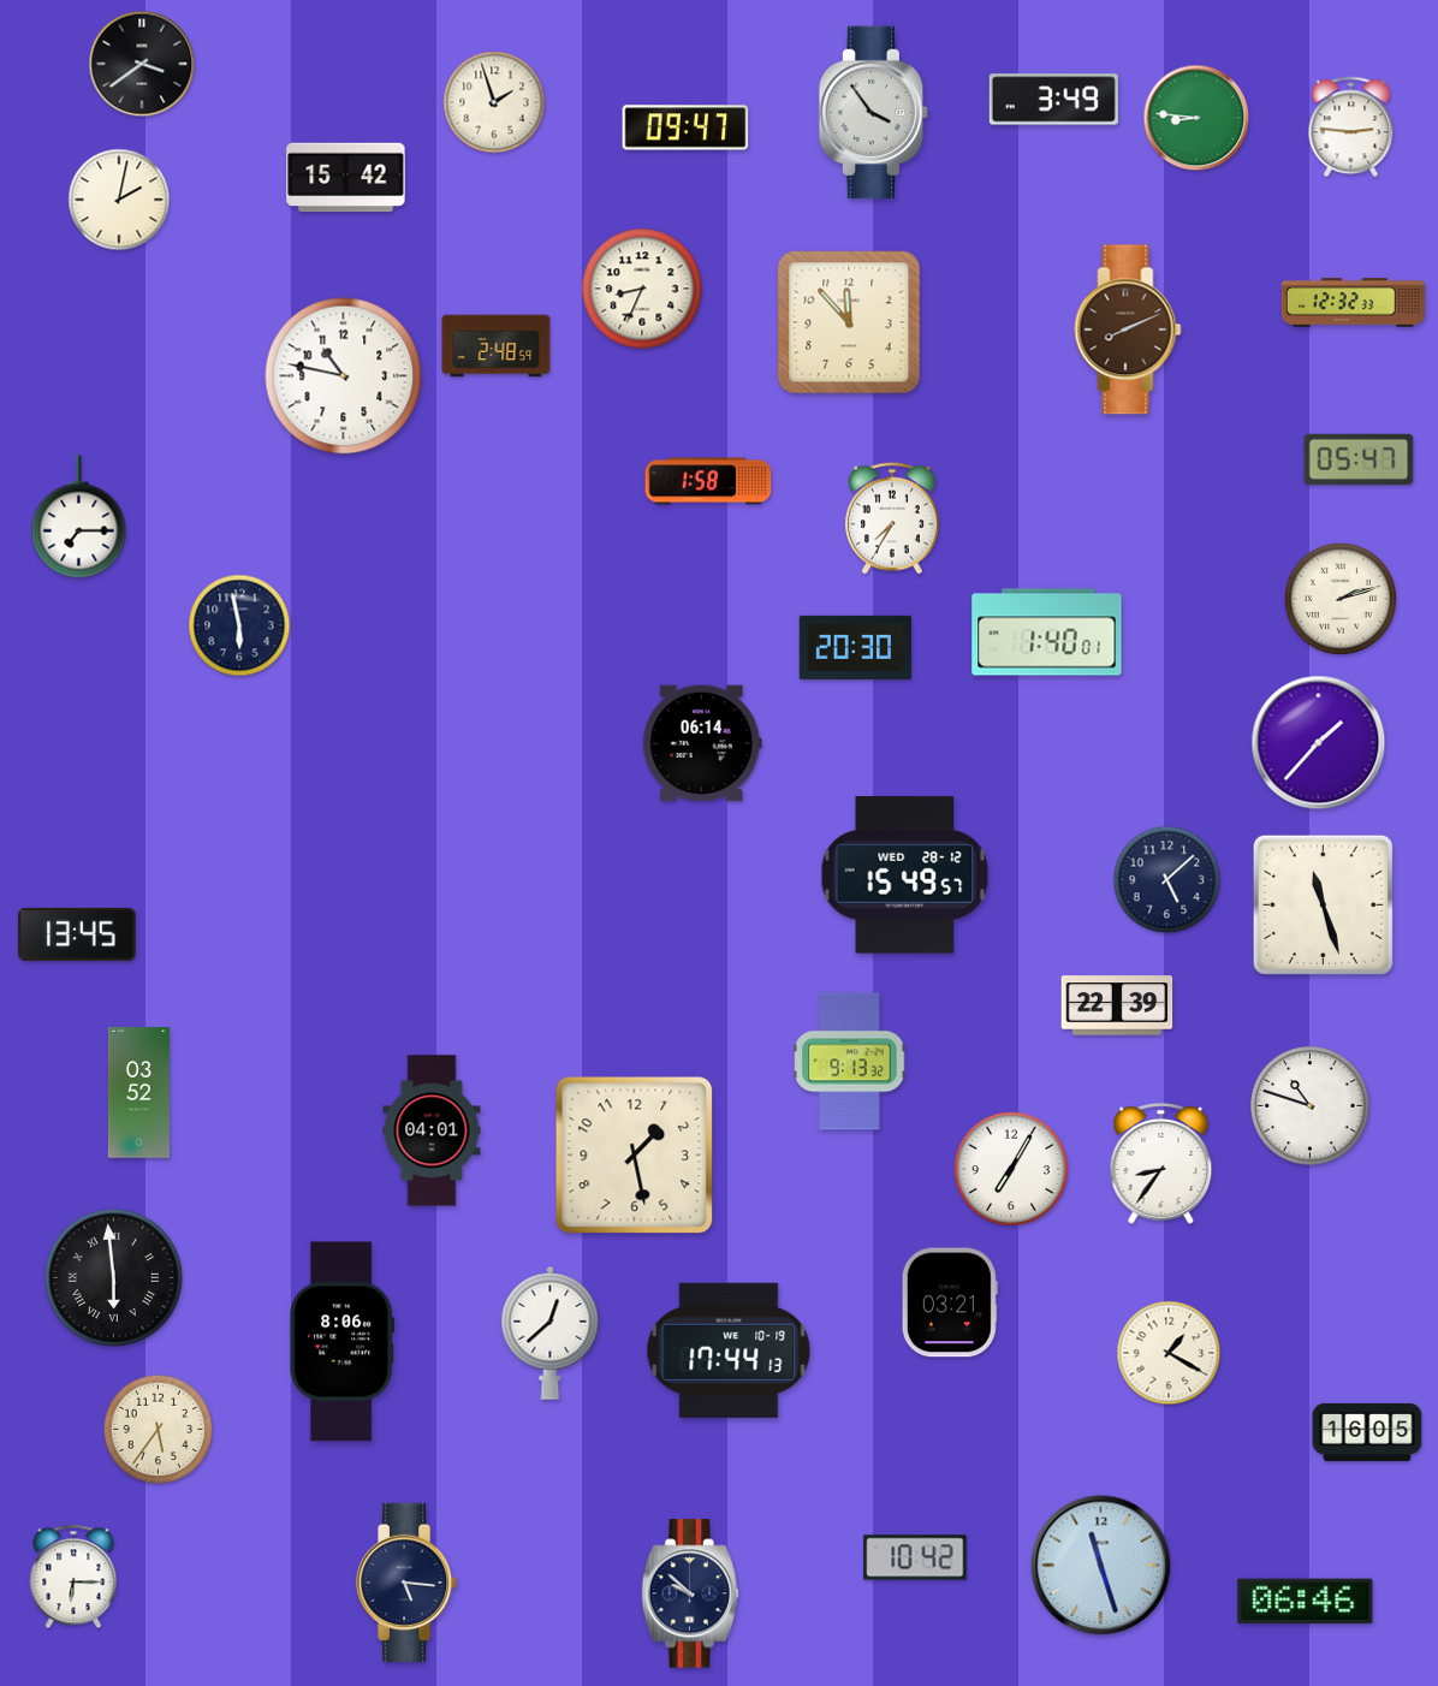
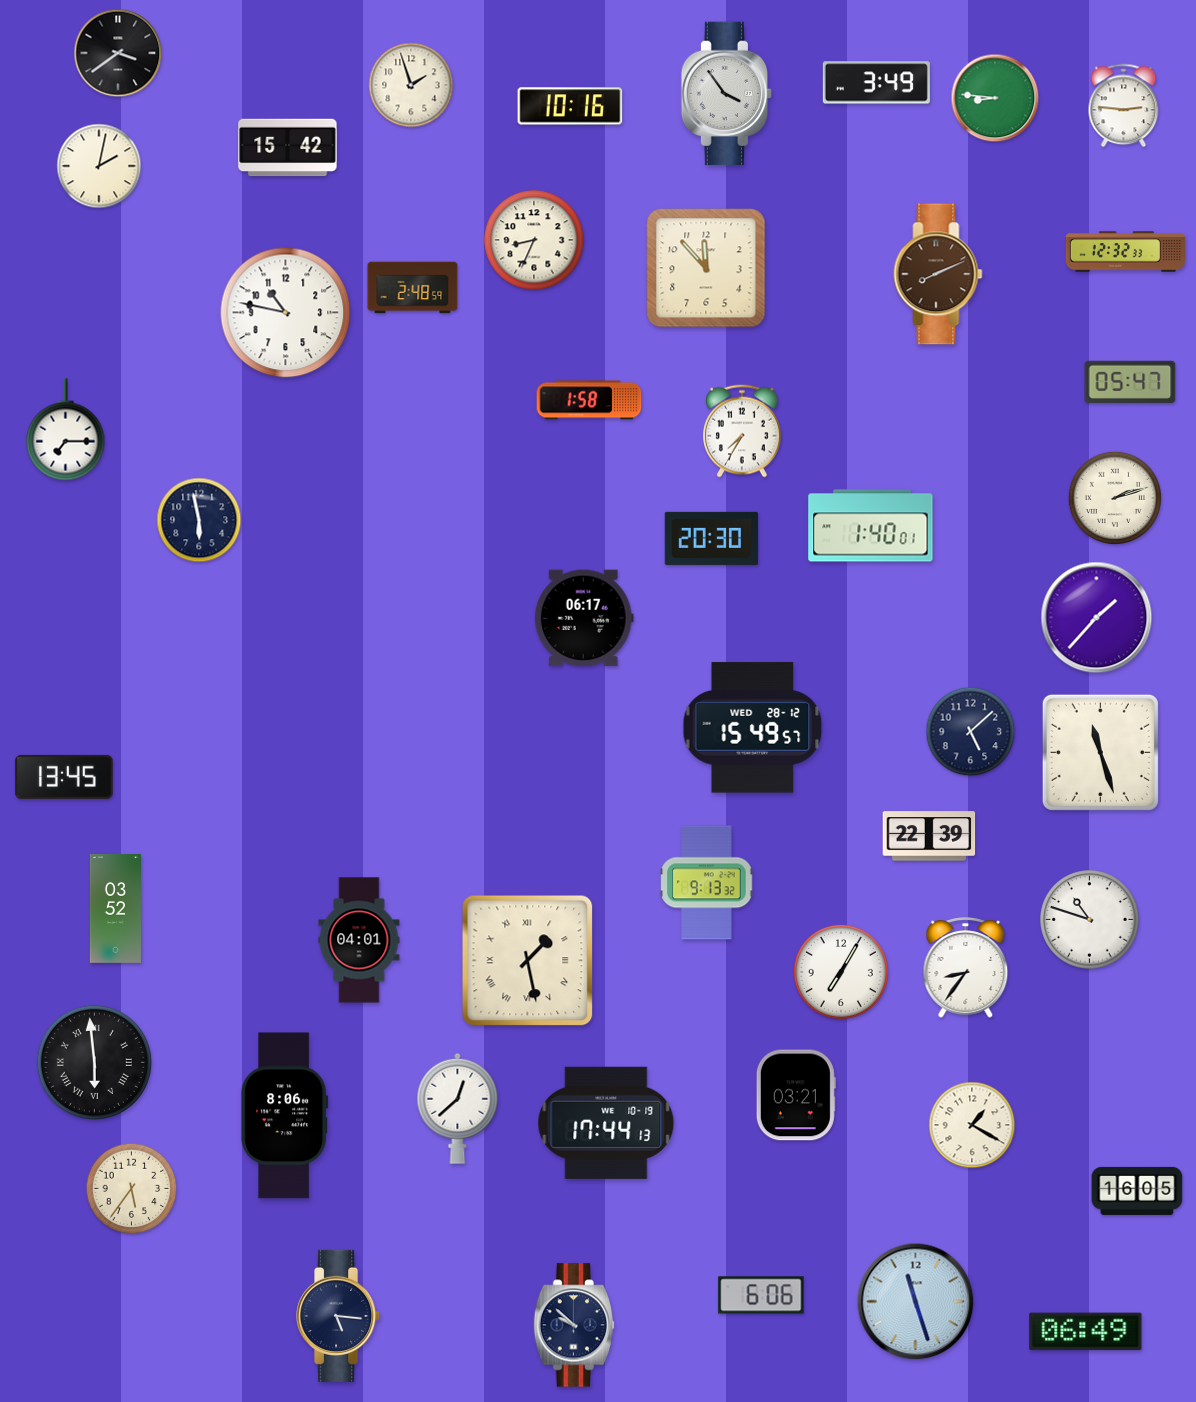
clock at (685, 127): 09:47 -> 10:16
clock at (702, 743): 06:14 -> 06:17
clock at (635, 1156) numerals: Arabic -> Roman
clock at (950, 1302) position: (950, 1302) -> (796, 1095)
clock at (915, 1557): 10:42 -> 6:06
clock at (73, 1577): 6:15 -> none
clock at (1306, 1602): 06:46 -> 06:49
